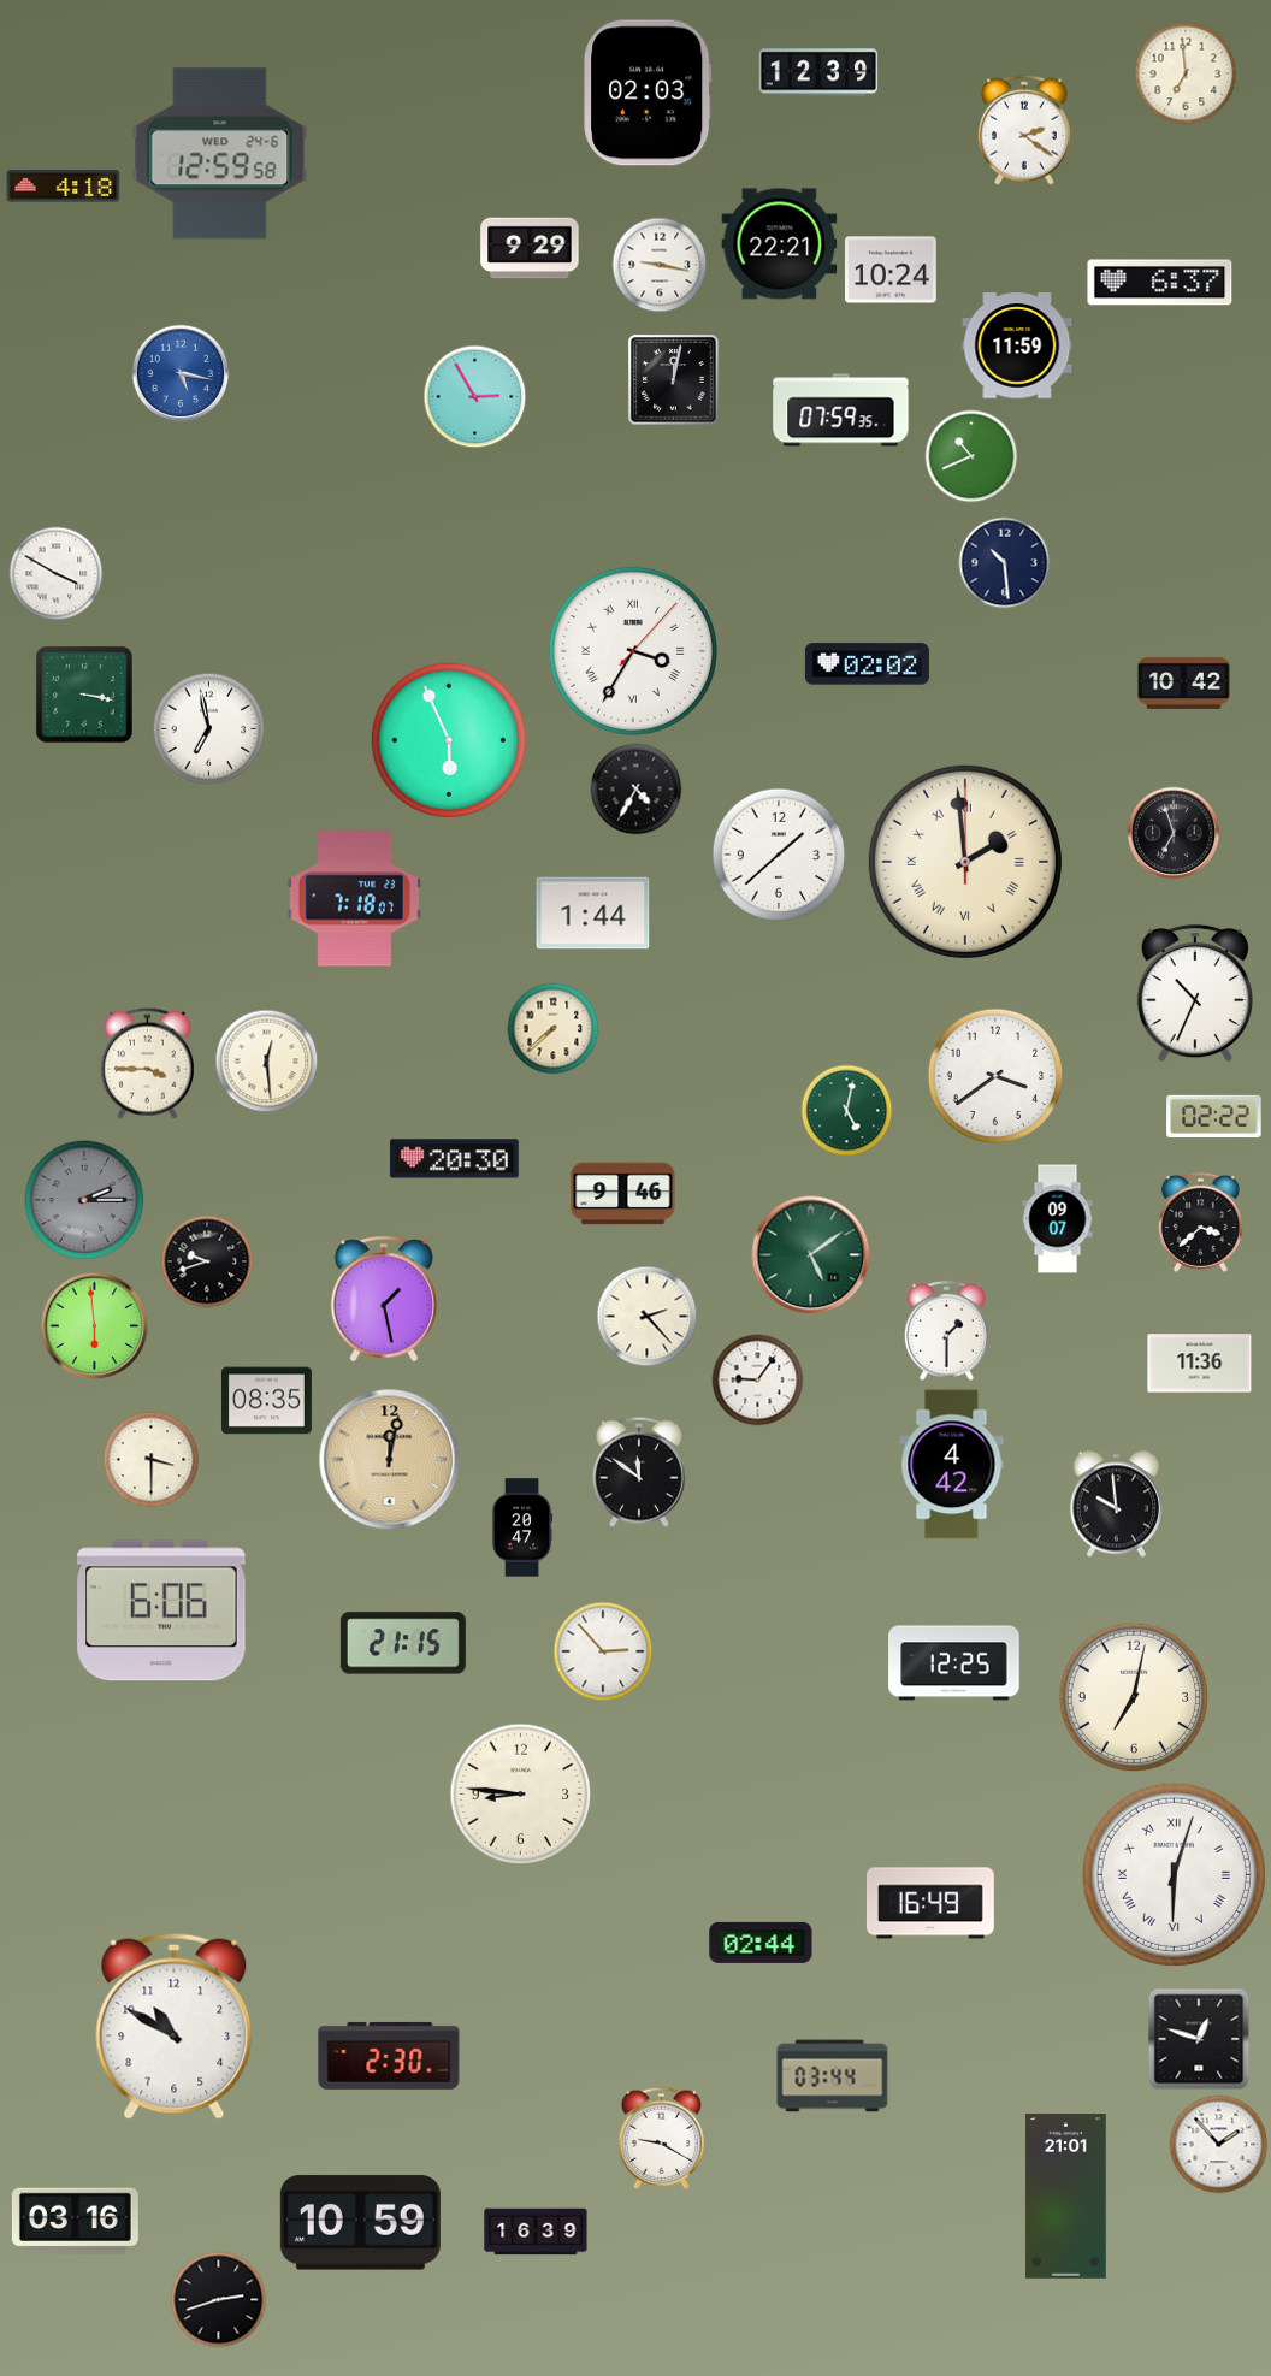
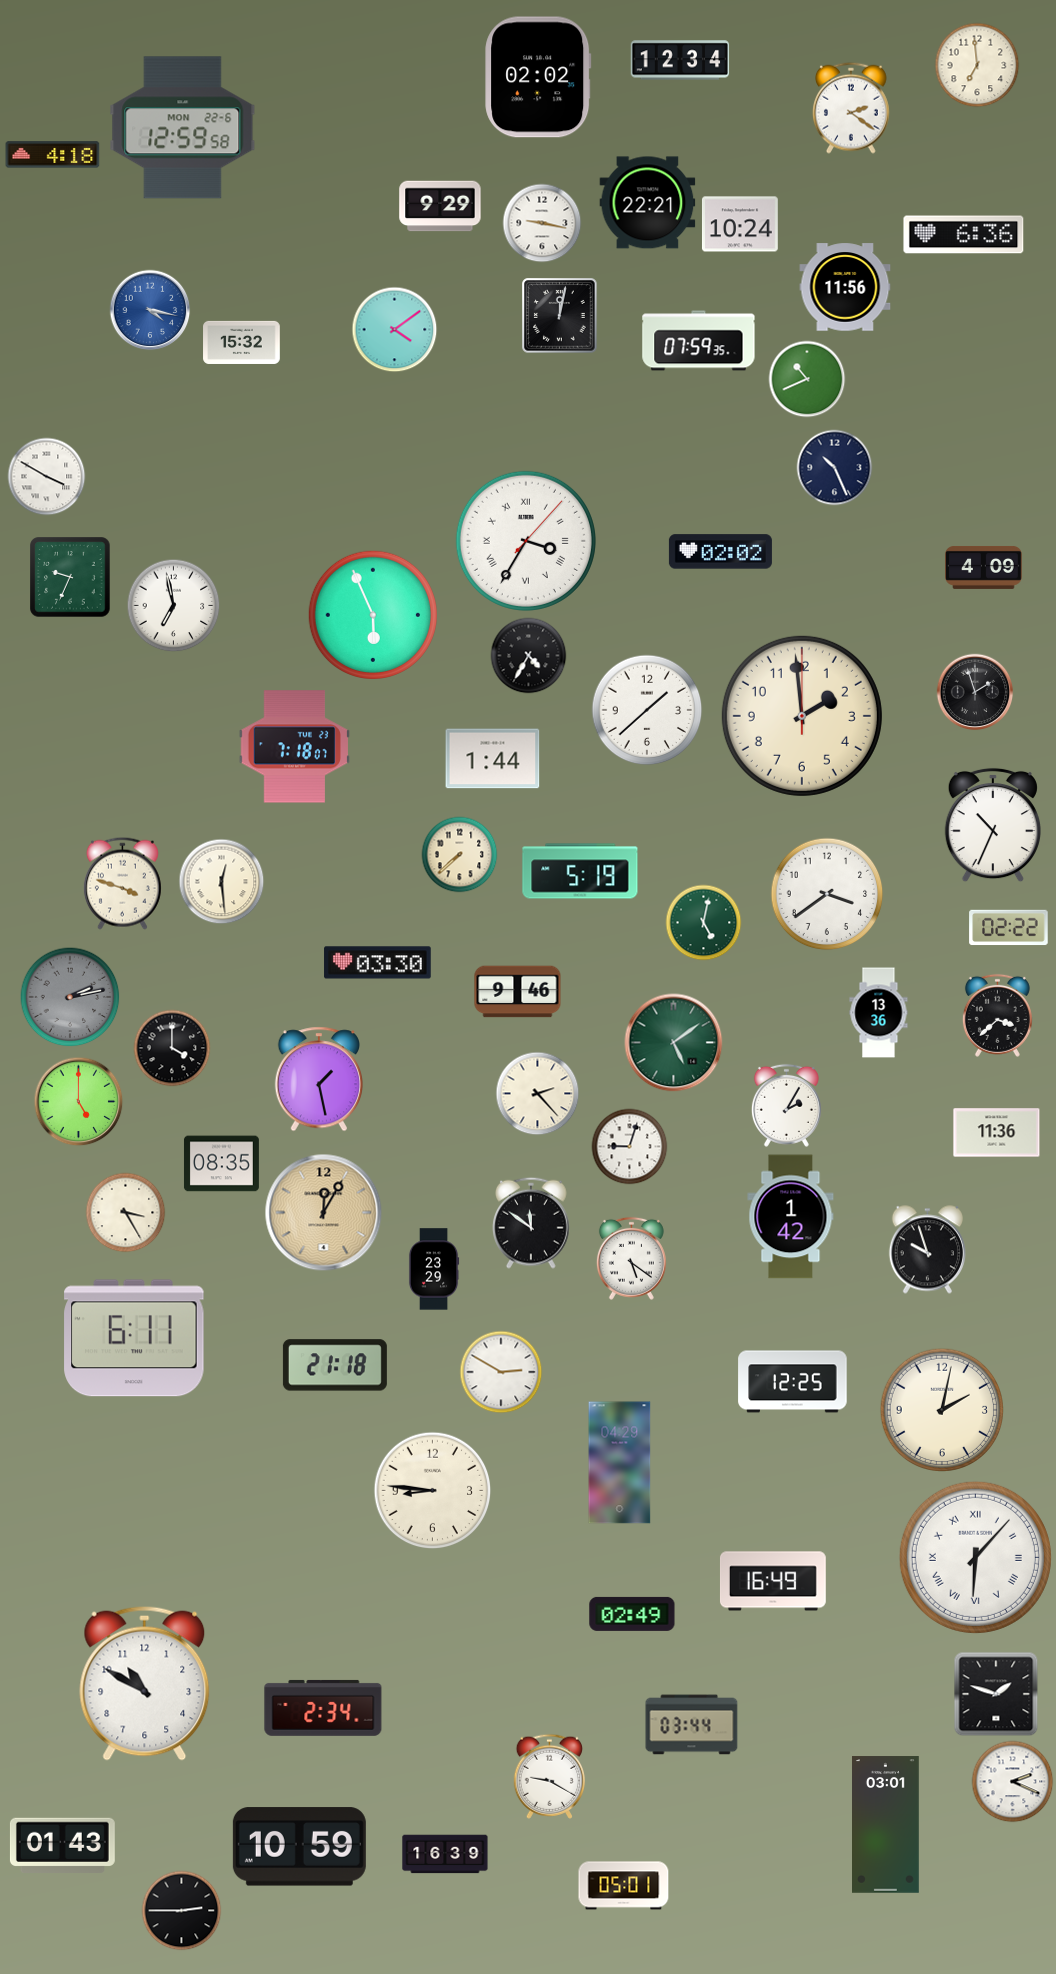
clock at (818, 72): 12:39 -> 12:34
clock at (1186, 73) position: (1186, 73) -> (977, 65)
clock at (648, 93): 02:03 -> 02:02
clock at (220, 154) date: WED 24-6 -> MON 22-6
clock at (660, 265) position: (660, 265) -> (542, 223)
clock at (1160, 283): 6:37 -> 6:36
clock at (1017, 345): 11:59 -> 11:56
clock at (181, 373): 5:17 -> 4:17
clock at (475, 397): 2:55 -> 4:09
clock at (242, 342): none -> 15:32
clock at (1005, 563): 10:29 -> 10:26
clock at (1184, 682): 10:42 -> 4:09
clock at (84, 695): 3:17 -> 9:34
clock at (1174, 833): 6:57 -> 1:57
clock at (965, 862) numerals: Roman -> Arabic
clock at (580, 871): none -> 5:19
clock at (147, 1063): 3:45 -> 3:48
clock at (455, 1159): 20:30 -> 03:30
clock at (84, 1200): 2:15 -> 2:13
clock at (1058, 1219): 09:07 -> 13:36
clock at (207, 1261): 9:42 -> 4:00
clock at (95, 1326): 5:59 -> 5:00
clock at (946, 1330): 1:30 -> 2:05
clock at (758, 1381): 9:06 -> 9:03
clock at (152, 1460): 3:30 -> 3:25
clock at (390, 1460): 12:02 -> 12:05
clock at (952, 1465): 4:42 -> 1:42
clock at (1116, 1505): 9:59 -> 9:57
clock at (631, 1258): none -> 5:21
clock at (522, 1527): 20:47 -> 23:29
clock at (161, 1610): 6:06 -> 6:11
clock at (403, 1643): 21:15 -> 21:18
clock at (603, 1651): 2:53 -> 2:50
clock at (1134, 1697): 7:02 -> 2:02
clock at (620, 1463): none -> 04:29
clock at (1174, 1874): 6:03 -> 6:07
clock at (761, 1943): 02:44 -> 02:49
clock at (1199, 2039): 12:48 -> 1:48
clock at (389, 2056): 2:30 -> 2:34
clock at (1219, 2145): 1:53 -> 2:19
clock at (1066, 2197): 21:01 -> 03:01
clock at (75, 2221): 03:16 -> 01:43
clock at (624, 1886): none -> 05:01
clock at (219, 2300): 2:42 -> 2:45
